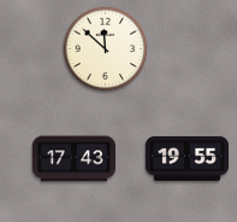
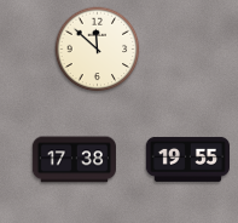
clock at (106, 49) position: (106, 49) -> (98, 50)
clock at (73, 159): 17:43 -> 17:38
